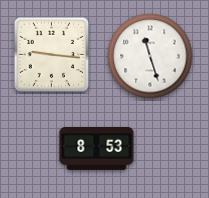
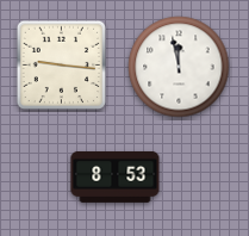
clock at (150, 56): 11:27 -> 11:58
